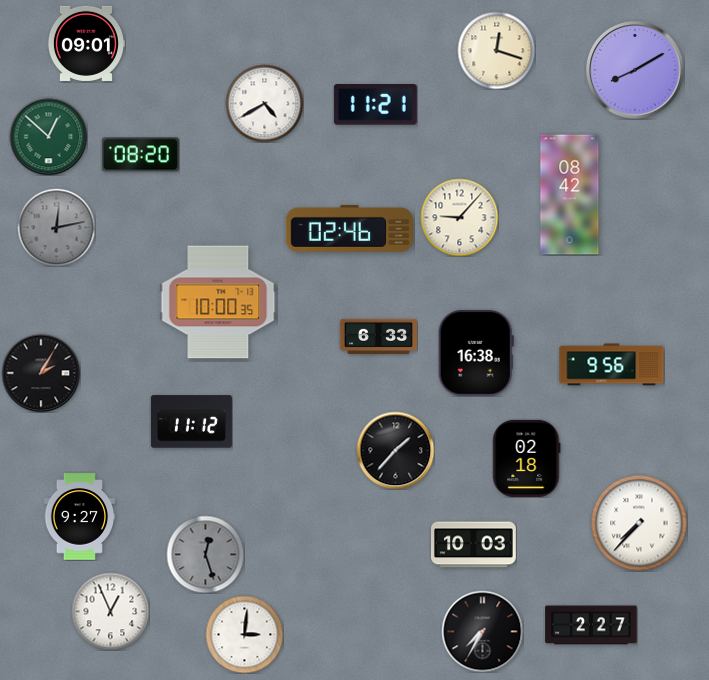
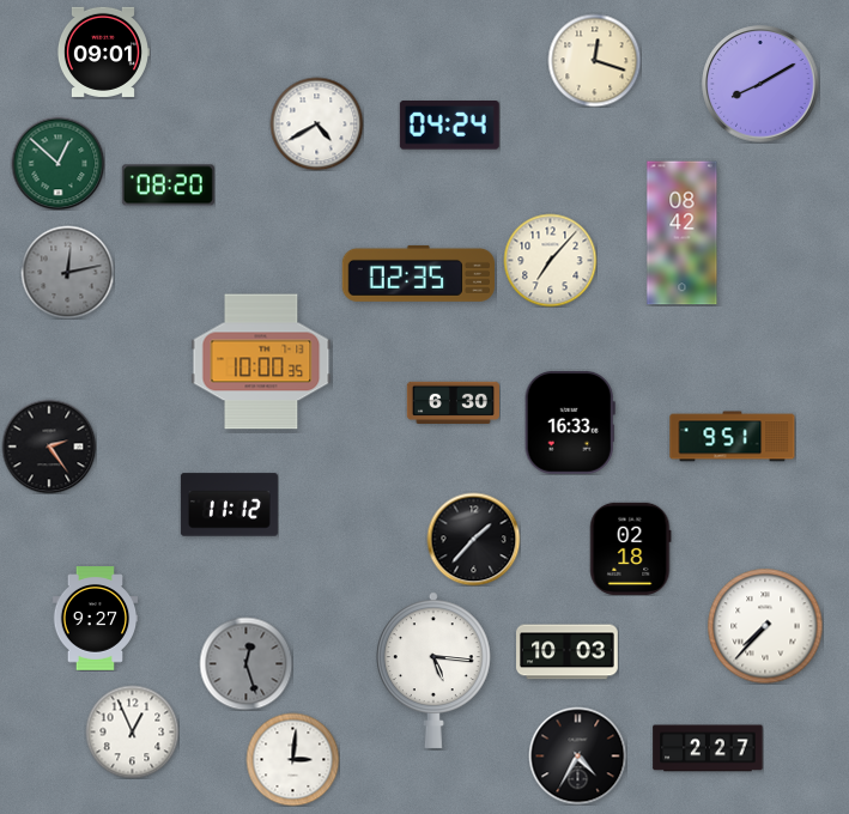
clock at (375, 105): 11:21 -> 04:24
clock at (459, 217): 9:07 -> 7:07
clock at (349, 228): 02:46 -> 02:35
clock at (378, 336): 6:33 -> 6:30
clock at (476, 353): 16:38 -> 16:33
clock at (612, 365): 9:56 -> 9:51
clock at (41, 373): 2:05 -> 2:24
clock at (433, 670): none -> 5:16
clock at (482, 631): 7:35 -> 4:35
